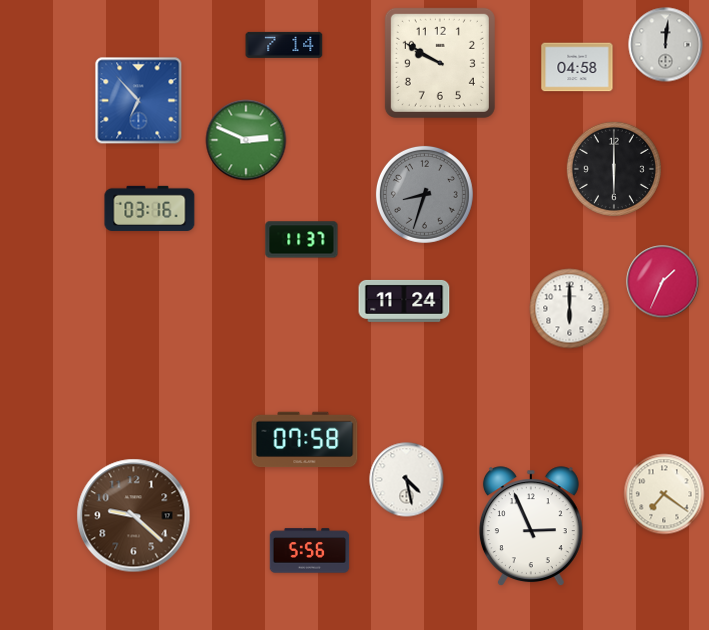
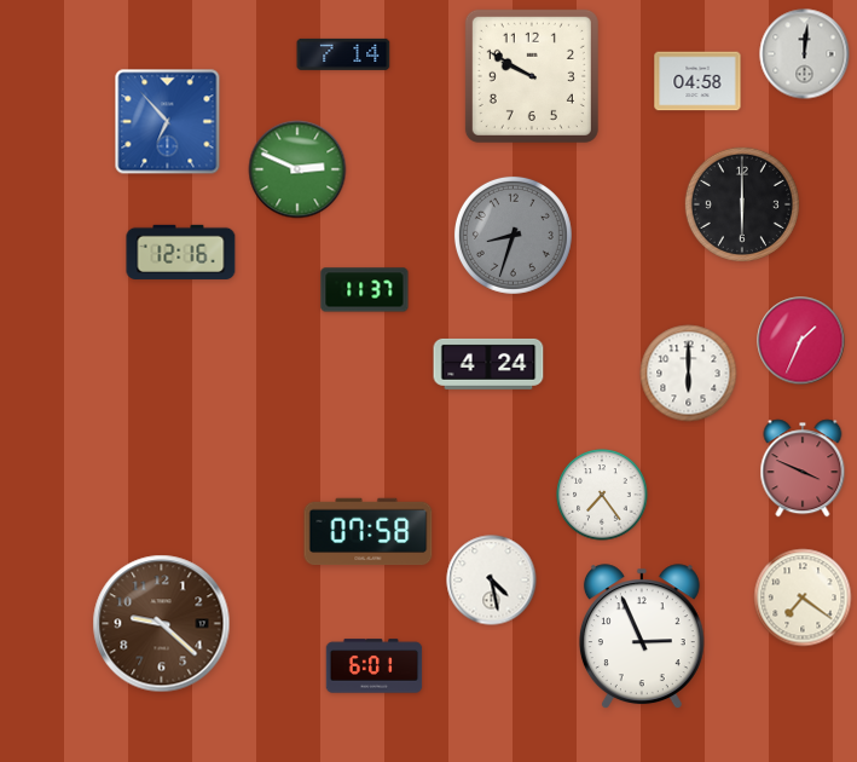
clock at (150, 208): 03:16 -> 12:16
clock at (404, 301): 11:24 -> 4:24
clock at (803, 468): none -> 3:49
clock at (602, 495): none -> 7:24
clock at (310, 551): 5:56 -> 6:01
